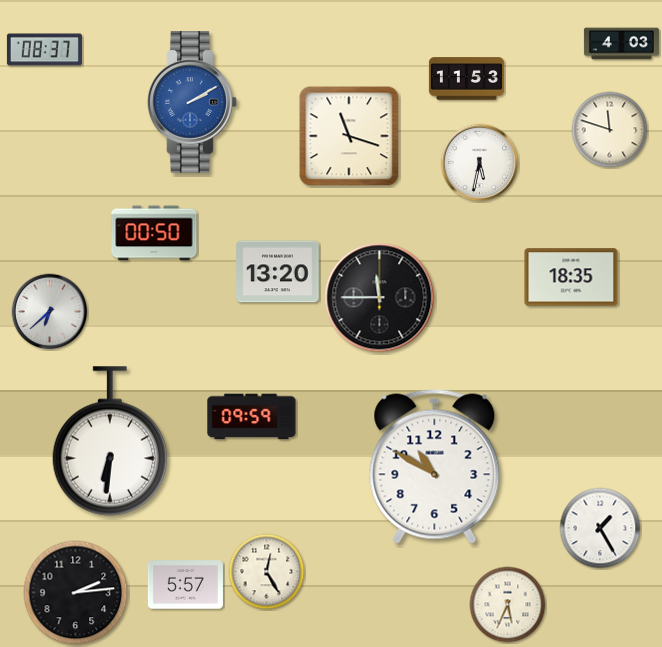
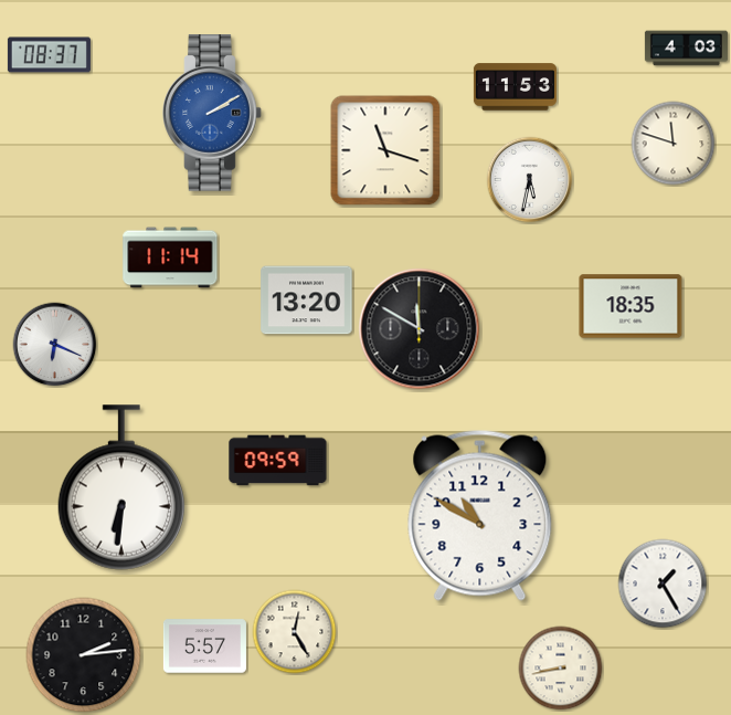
clock at (154, 233): 00:50 -> 11:14
clock at (380, 298): 11:45 -> 11:50
clock at (50, 312): 6:38 -> 6:19
clock at (508, 605): 5:34 -> 8:43
